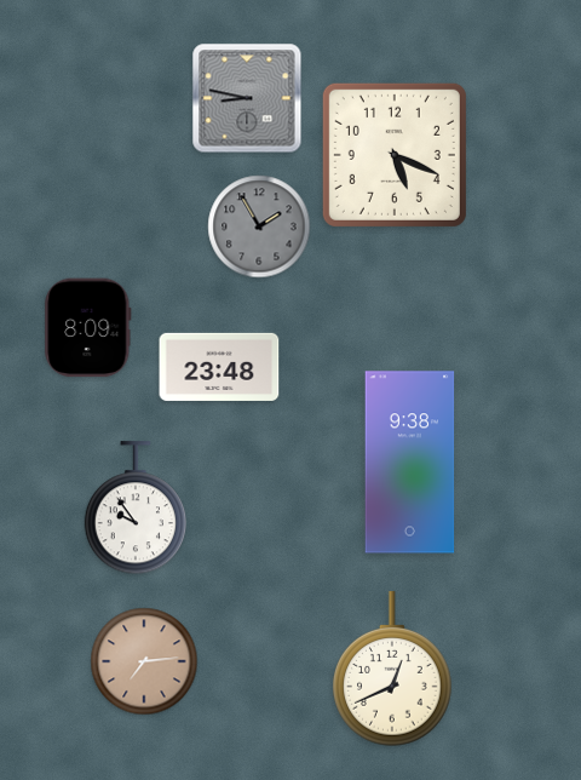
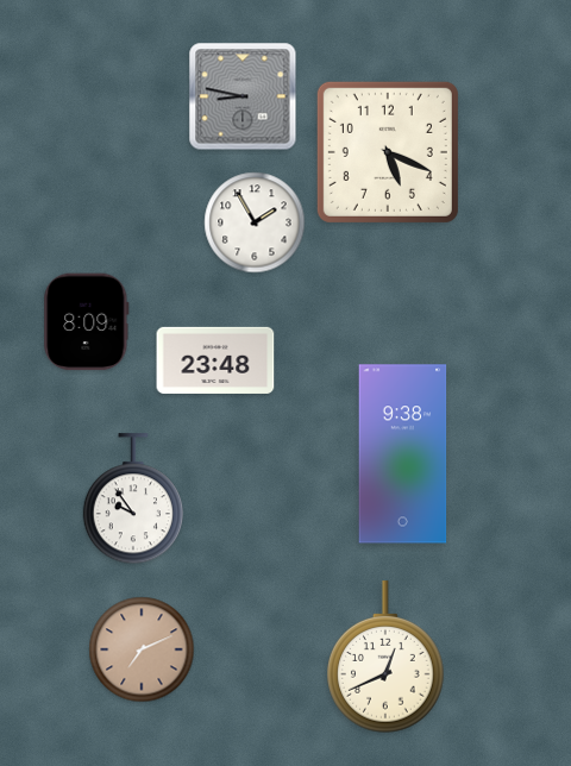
clock at (259, 226) dial: grey -> white
clock at (144, 661): 7:14 -> 7:11
